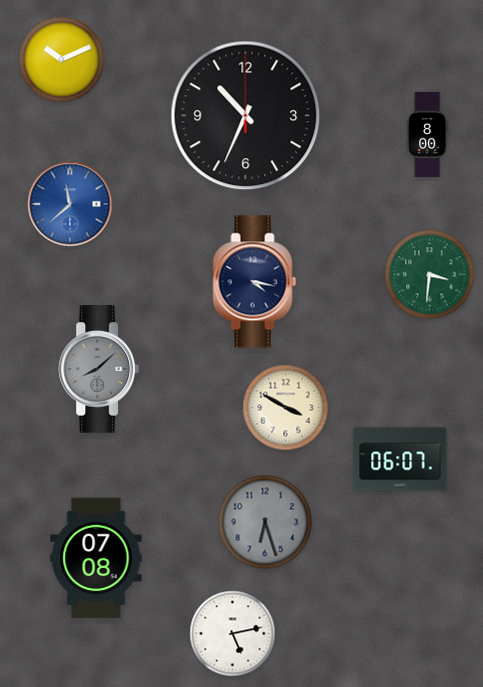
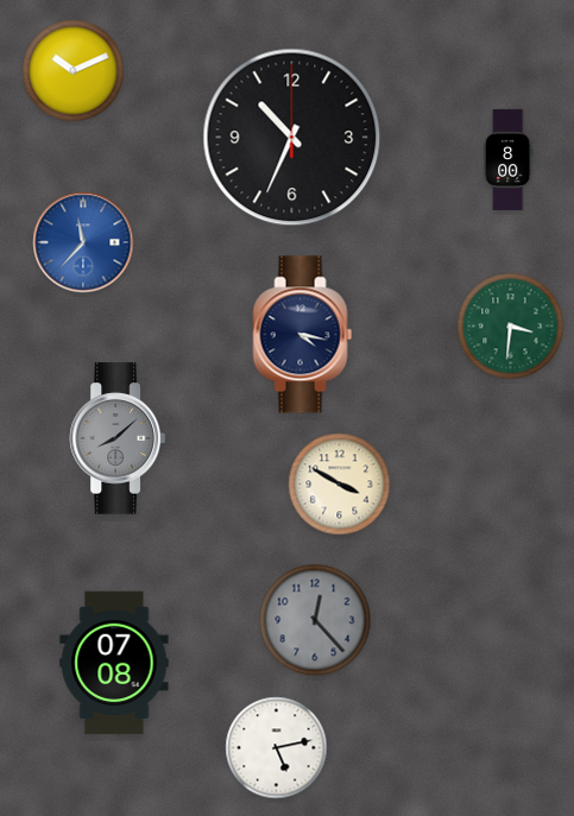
clock at (70, 204): 11:38 -> 11:37
clock at (400, 459): 06:07 -> none
clock at (265, 522): 6:27 -> 12:23
clock at (233, 634) position: (233, 634) -> (277, 748)
